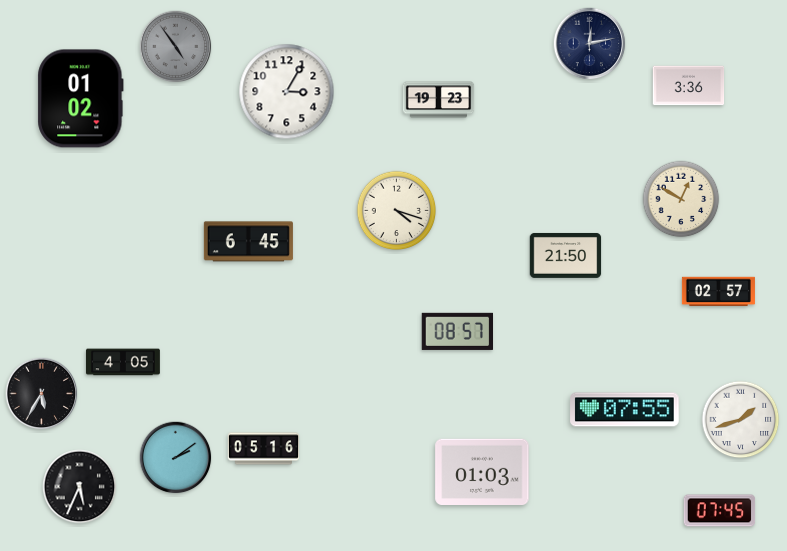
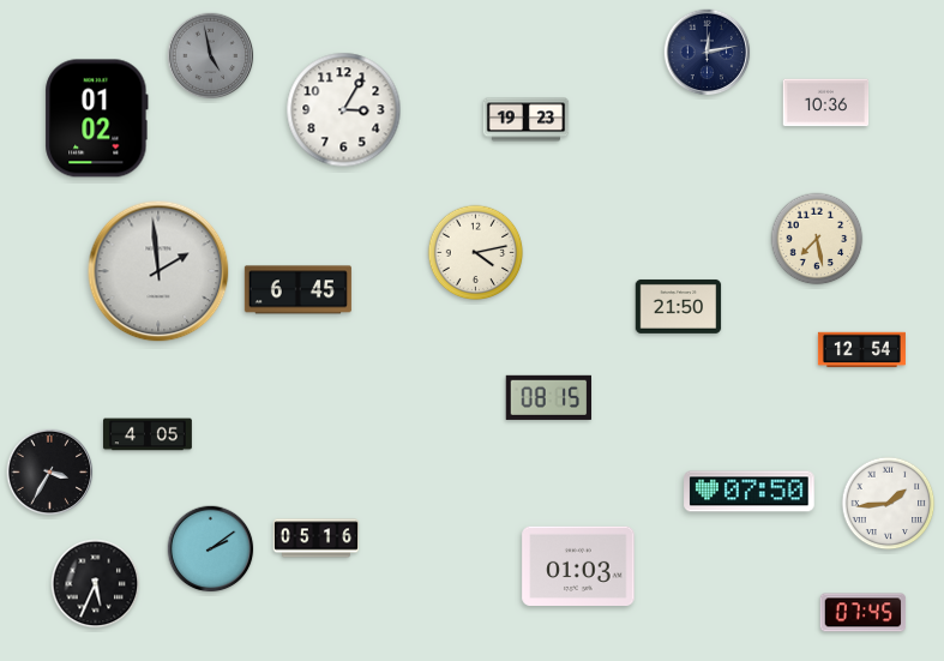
clock at (176, 47): 4:54 -> 4:58
clock at (689, 86): 3:36 -> 10:36
clock at (681, 199): 12:50 -> 7:28
clock at (397, 211): 4:18 -> 4:13
clock at (158, 271): none -> 1:59
clock at (718, 292): 02:57 -> 12:54
clock at (457, 331): 08:57 -> 08:15
clock at (42, 394): 5:35 -> 3:35
clock at (625, 410): 07:55 -> 07:50
clock at (741, 420): 1:42 -> 1:44
